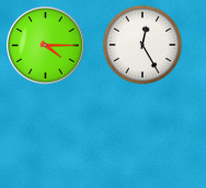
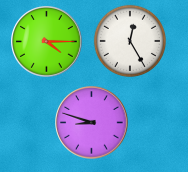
clock at (46, 46) position: (46, 46) -> (47, 42)
clock at (92, 123): none -> 8:48
